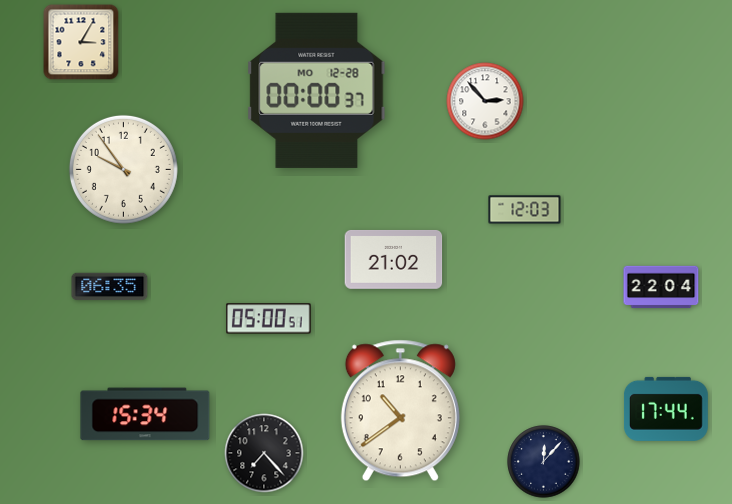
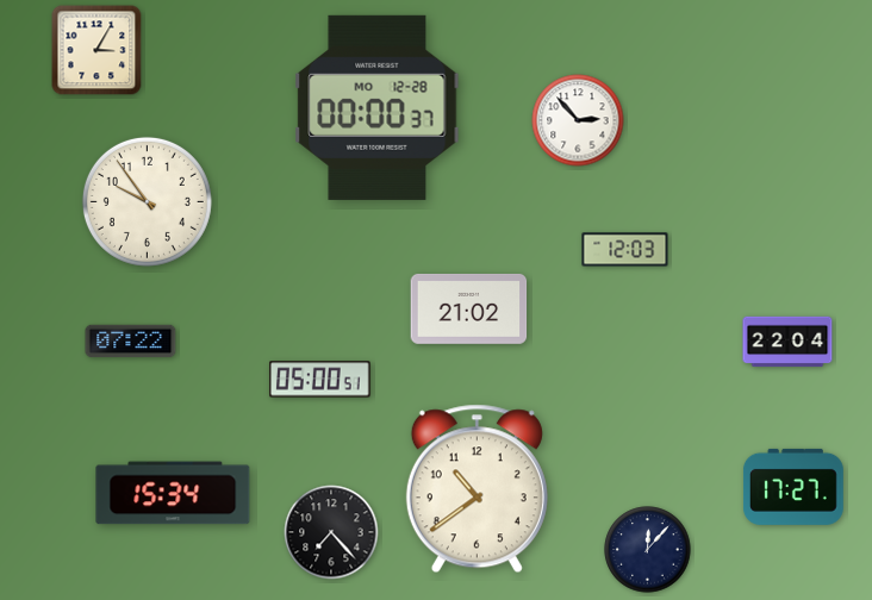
clock at (110, 287): 06:35 -> 07:22
clock at (666, 409): 17:44 -> 17:27
clock at (264, 453) position: (264, 453) -> (331, 532)
